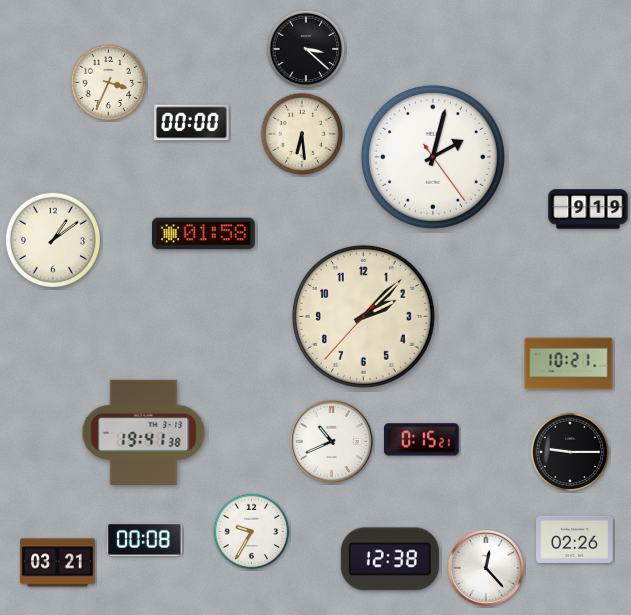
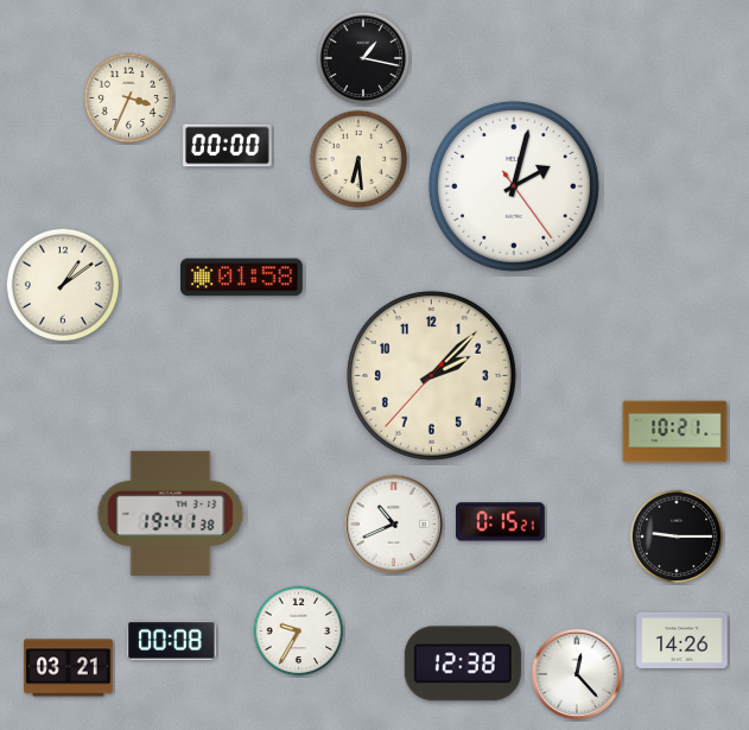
clock at (306, 49): 3:22 -> 1:17
clock at (588, 209): 9:19 -> none
clock at (575, 539): 02:26 -> 14:26
